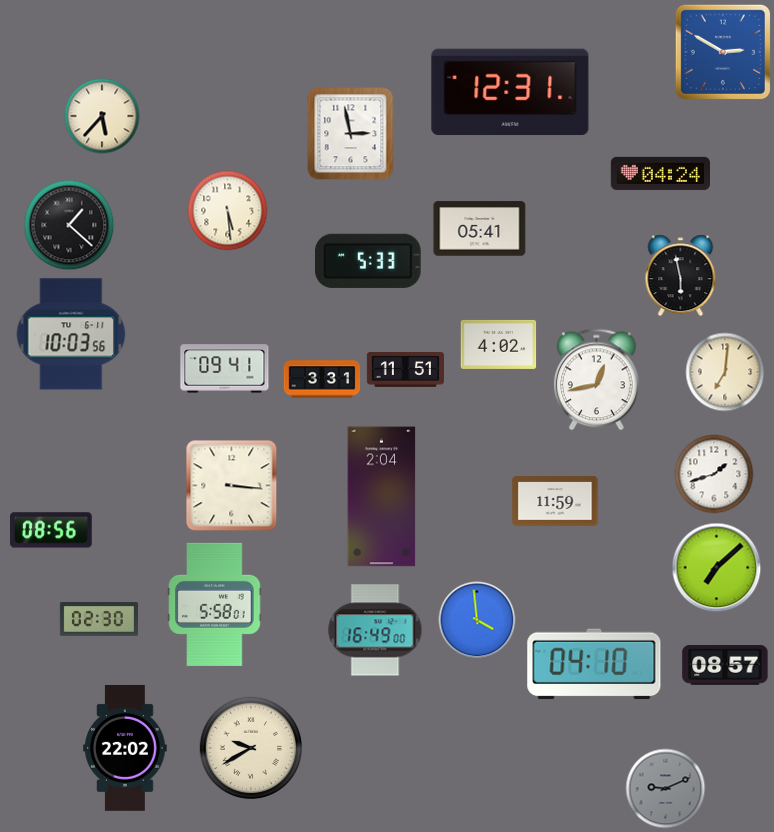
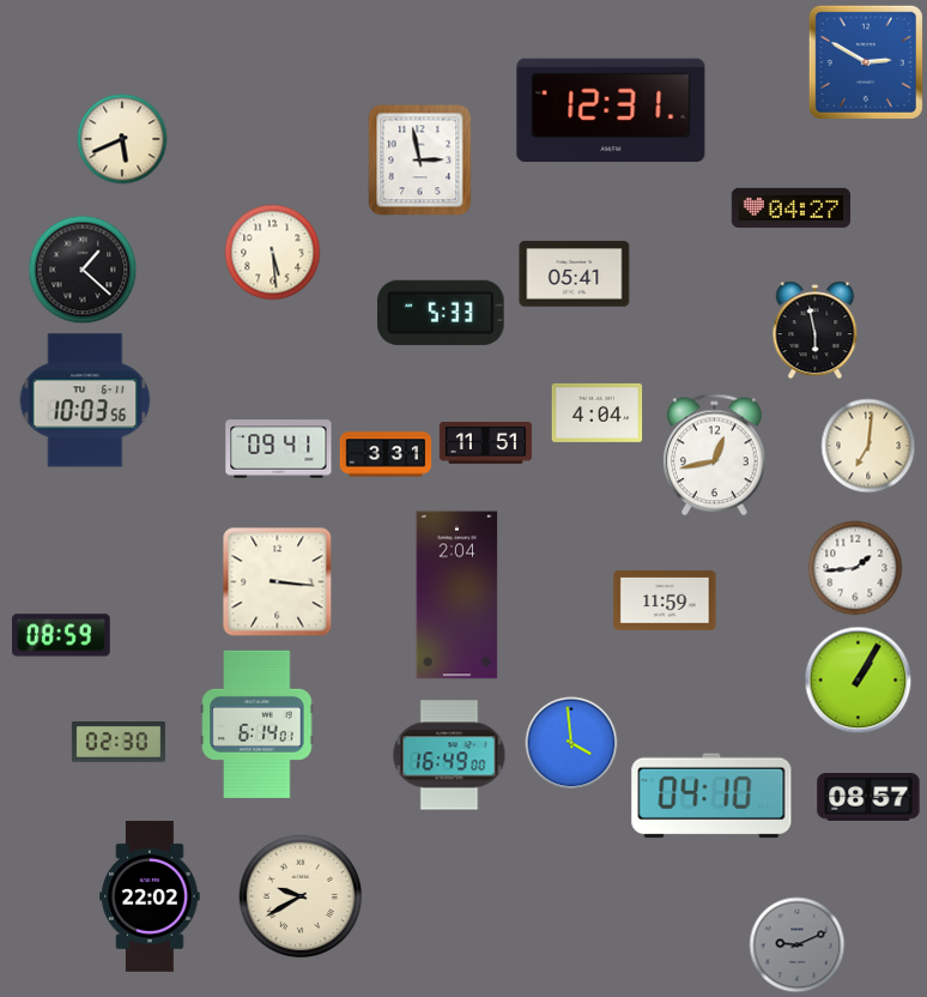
clock at (102, 116): 5:37 -> 5:41
clock at (660, 173): 04:24 -> 04:27
clock at (499, 344): 4:02 -> 4:04
clock at (225, 369) position: (225, 369) -> (279, 449)
clock at (714, 474): 1:42 -> 1:44
clock at (52, 530): 08:56 -> 08:59
clock at (717, 568): 7:08 -> 1:05
clock at (215, 604): 5:58 -> 6:14
